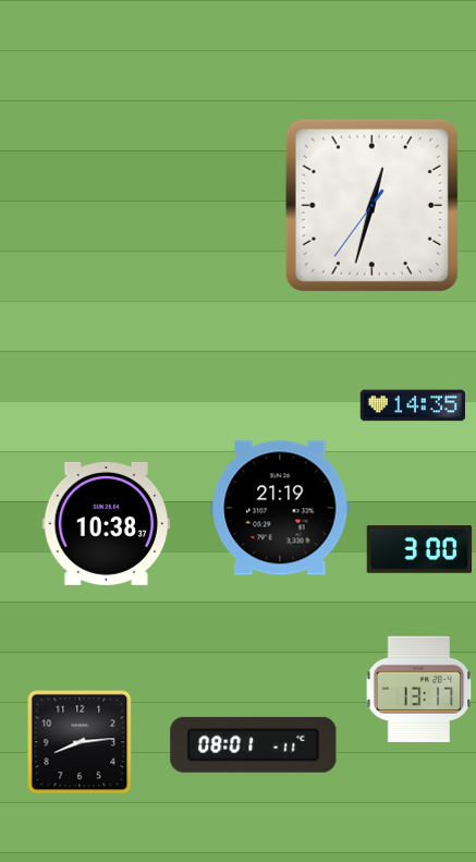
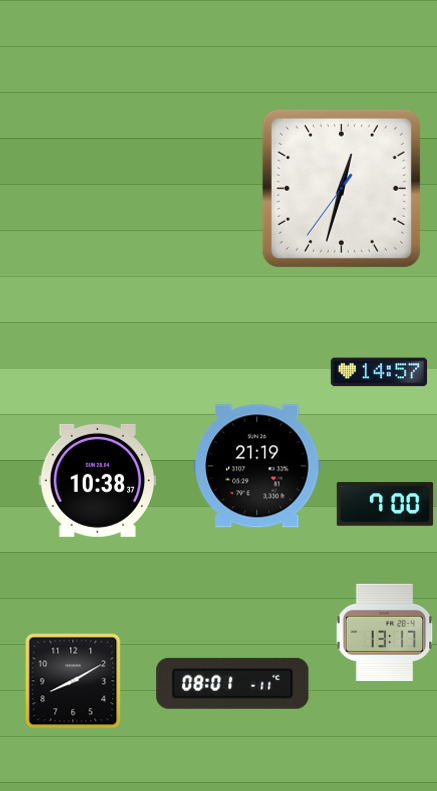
clock at (413, 405): 14:35 -> 14:57
clock at (419, 549): 3:00 -> 7:00
clock at (80, 742): 8:14 -> 8:10
